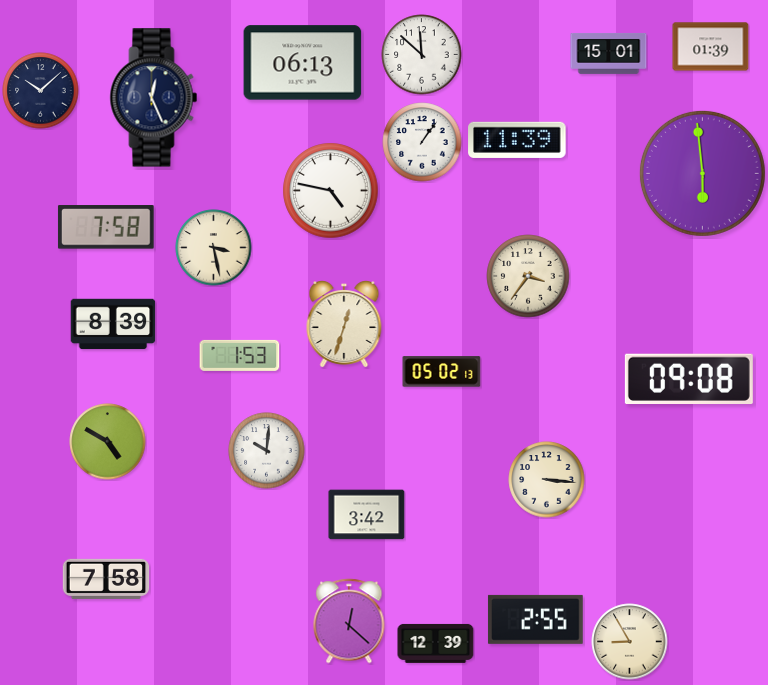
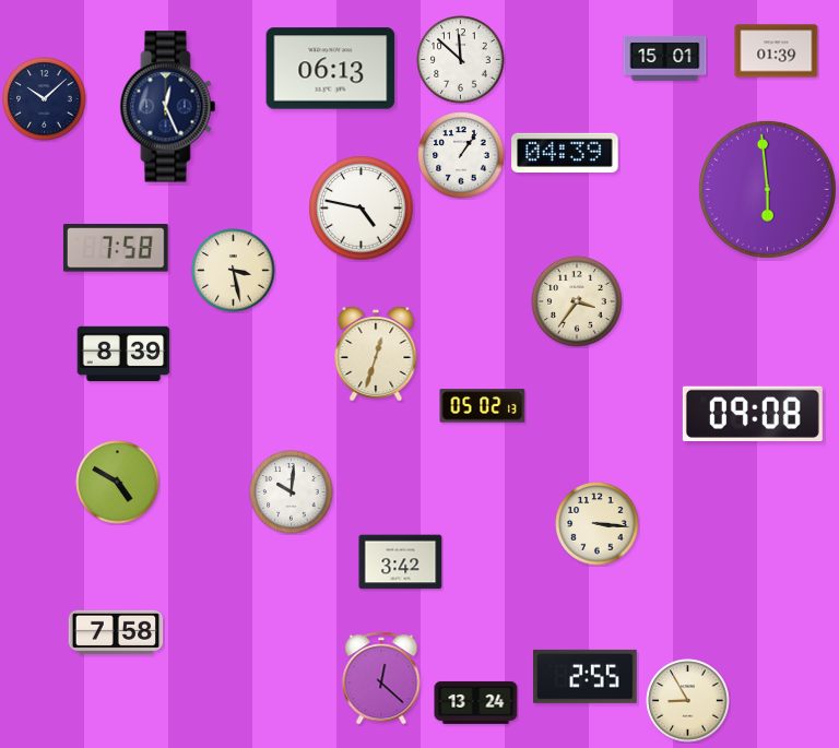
clock at (517, 140): 11:39 -> 04:39
clock at (240, 355): 1:53 -> none
clock at (436, 643): 12:39 -> 13:24
